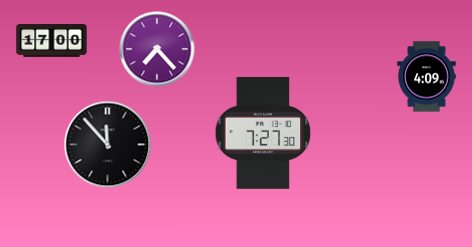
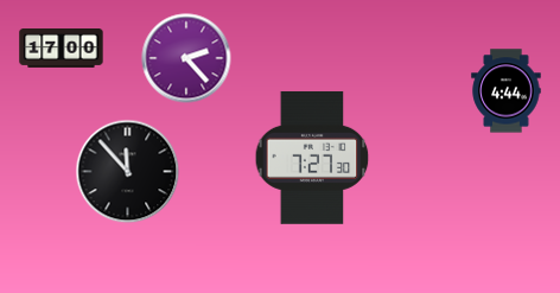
clock at (157, 49): 7:23 -> 2:23
clock at (427, 77): 4:09 -> 4:44
